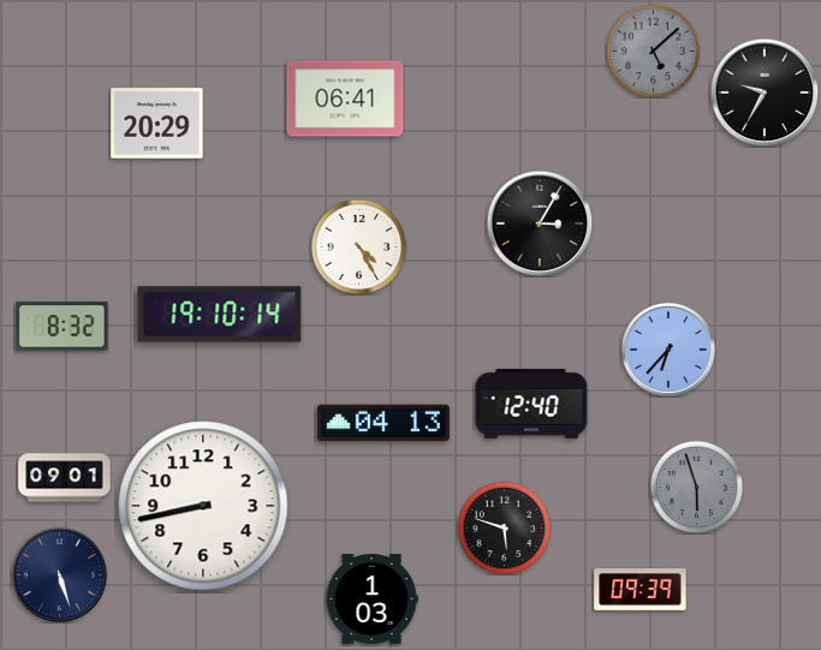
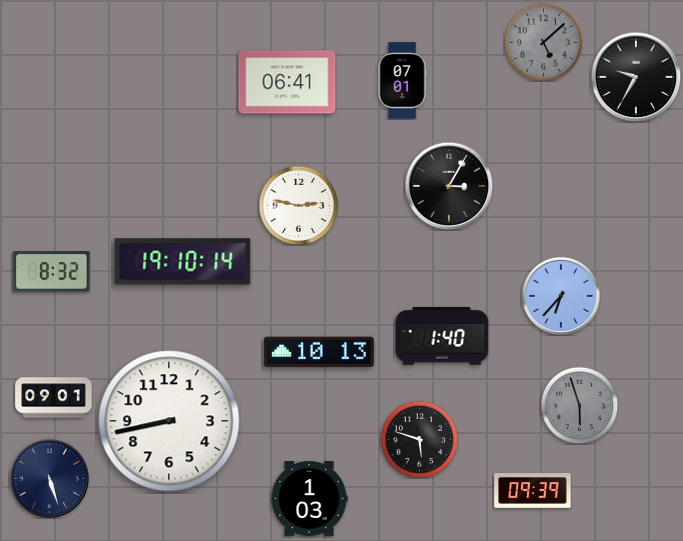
clock at (402, 81): none -> 07:01
clock at (157, 124): 20:29 -> none
clock at (358, 246): 4:25 -> 2:47
clock at (668, 350) position: (668, 350) -> (561, 296)
clock at (531, 404): 12:40 -> 1:40
clock at (383, 423): 04:13 -> 10:13
